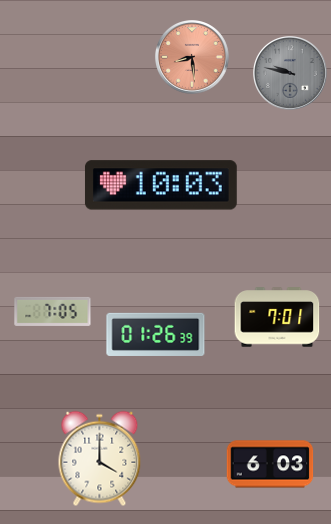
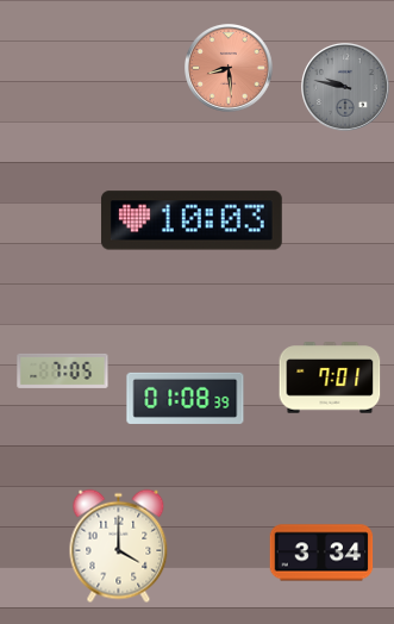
clock at (156, 334): 01:26 -> 01:08
clock at (270, 464): 6:03 -> 3:34
